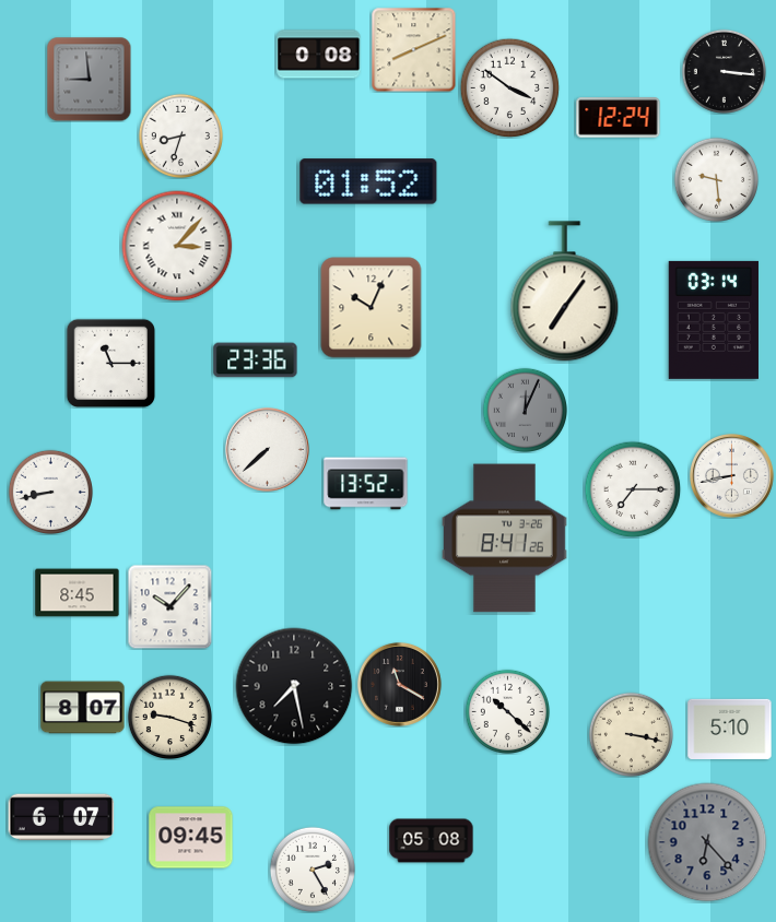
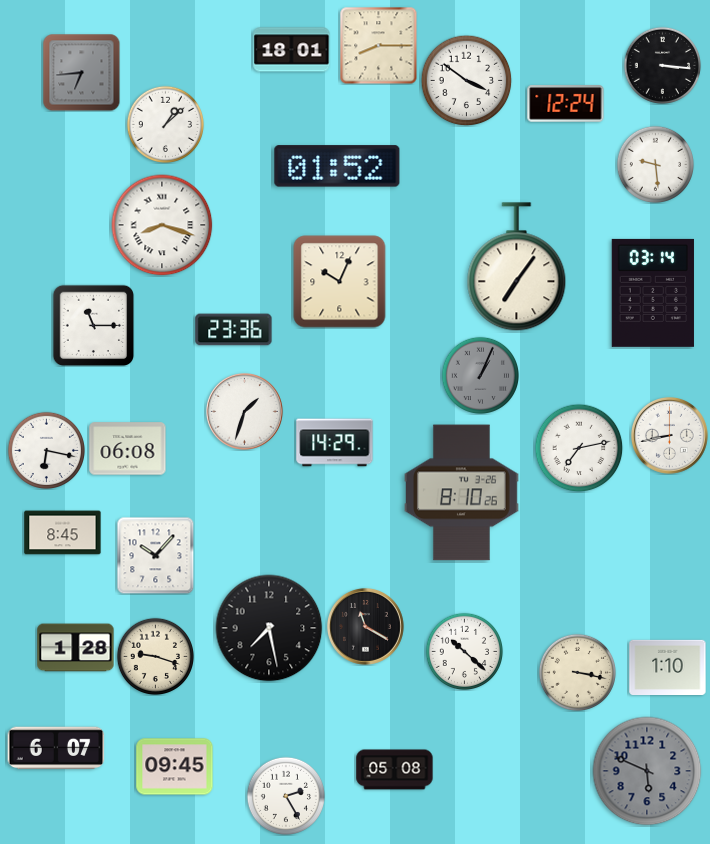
clock at (413, 49): 8:11 -> 8:15
clock at (319, 55): 0:08 -> 18:01
clock at (89, 79): 8:59 -> 6:44
clock at (619, 118) position: (619, 118) -> (566, 104)
clock at (180, 135): 8:33 -> 1:08
clock at (177, 246): 3:07 -> 8:18
clock at (110, 363) position: (110, 363) -> (93, 325)
clock at (525, 410): 12:04 -> 1:04
clock at (267, 449): 7:38 -> 1:33
clock at (366, 484): 13:52 -> 14:29
clock at (633, 489): 7:15 -> 7:13
clock at (128, 449): none -> 06:08
clock at (50, 492): 8:43 -> 6:17
clock at (505, 539): 8:41 -> 8:10
clock at (78, 593) position: (78, 593) -> (63, 533)
clock at (83, 708): 8:07 -> 1:28
clock at (730, 729): 5:10 -> 1:10
clock at (707, 842): 6:23 -> 5:49
